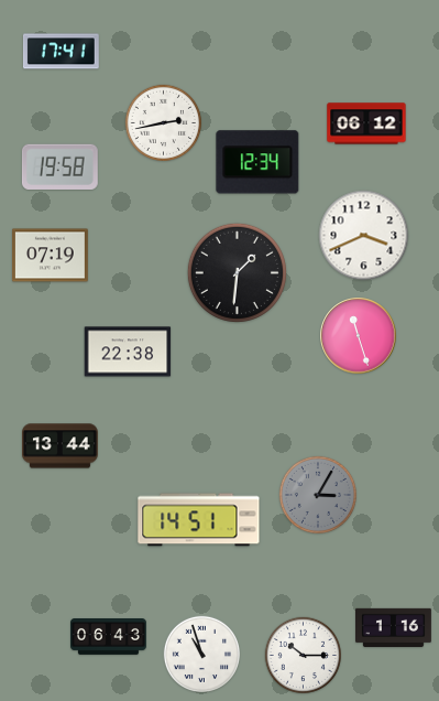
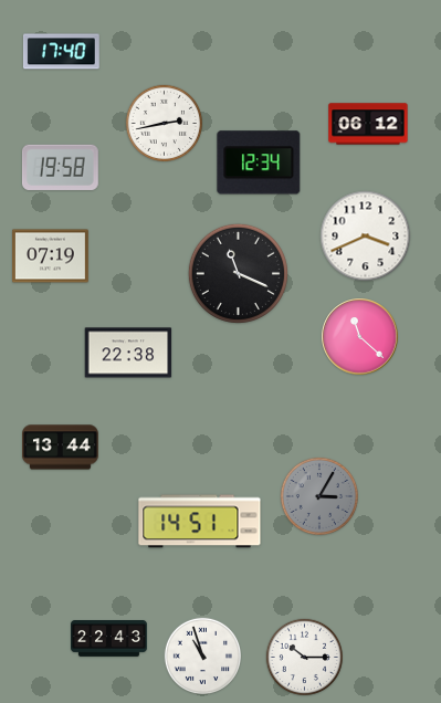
clock at (61, 52): 17:41 -> 17:40
clock at (237, 272): 1:31 -> 11:19
clock at (359, 336): 11:27 -> 11:22
clock at (394, 627): 1:16 -> none
clock at (109, 637): 06:43 -> 22:43
